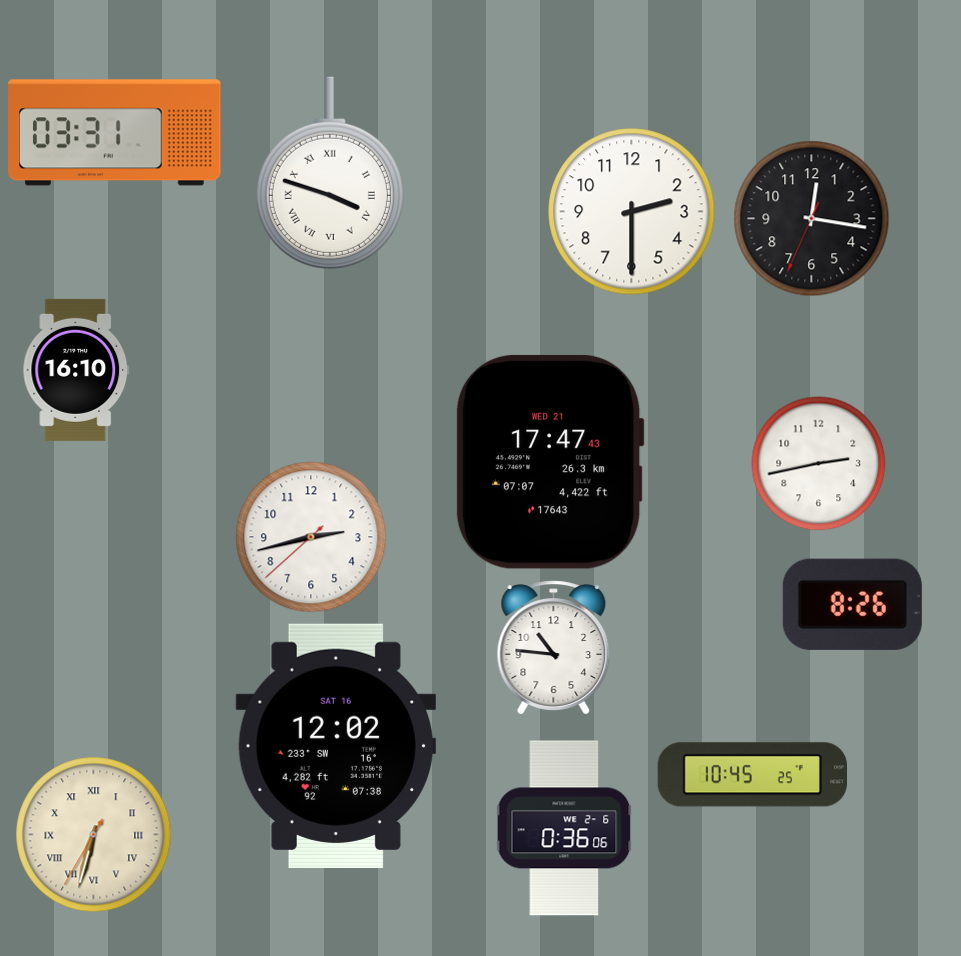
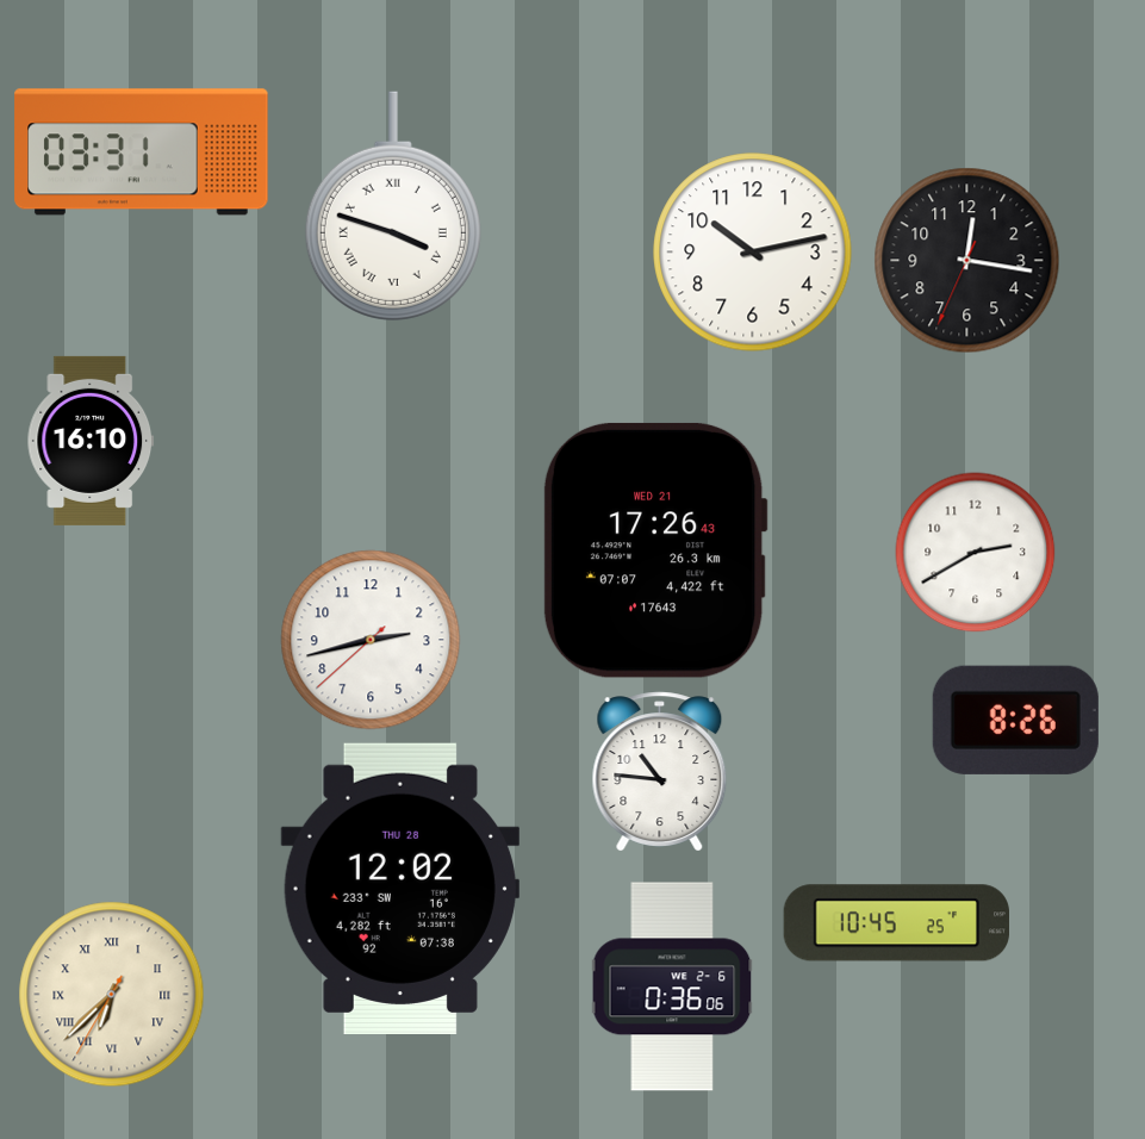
clock at (115, 133) position: (115, 133) -> (142, 153)
clock at (632, 212): 2:30 -> 10:13
clock at (550, 462): 17:47 -> 17:26
clock at (819, 464): 2:43 -> 2:40
clock at (336, 745) date: SAT 16 -> THU 28
clock at (94, 835): 6:32 -> 6:37
